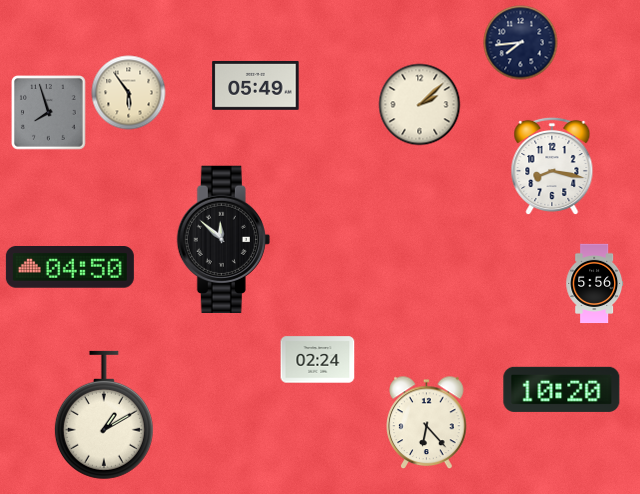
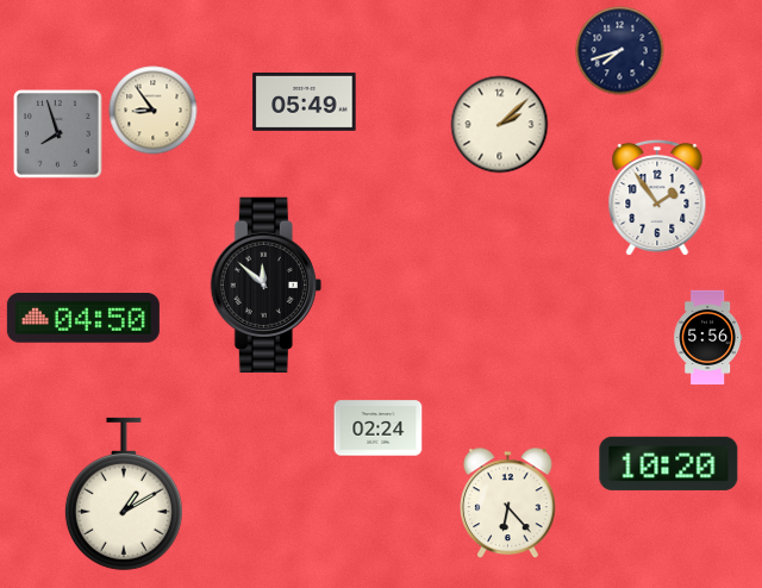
clock at (521, 43): 7:44 -> 7:42
clock at (129, 93): 5:54 -> 8:54
clock at (552, 166): 8:17 -> 1:54
